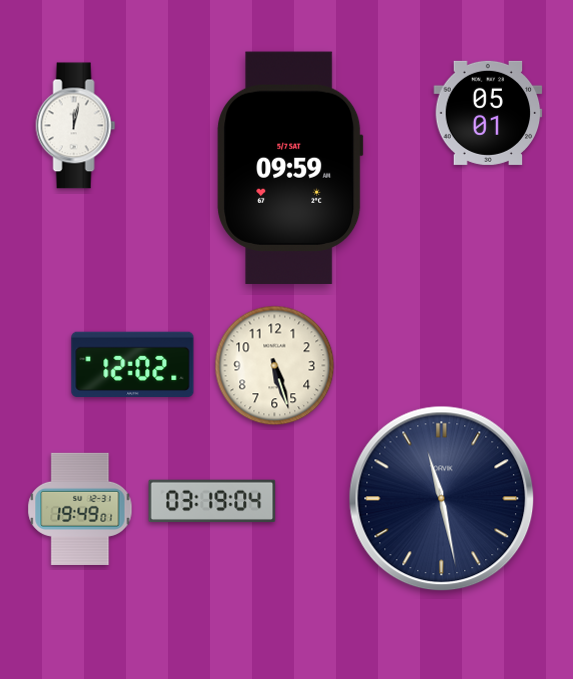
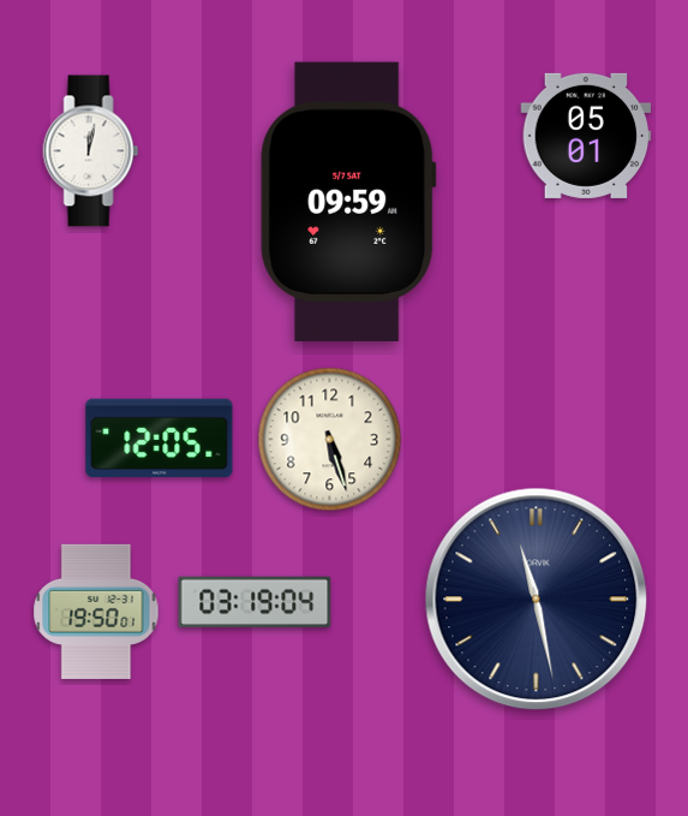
clock at (133, 364): 12:02 -> 12:05
clock at (442, 499) position: (442, 499) -> (537, 600)
clock at (80, 509): 19:49 -> 19:50
